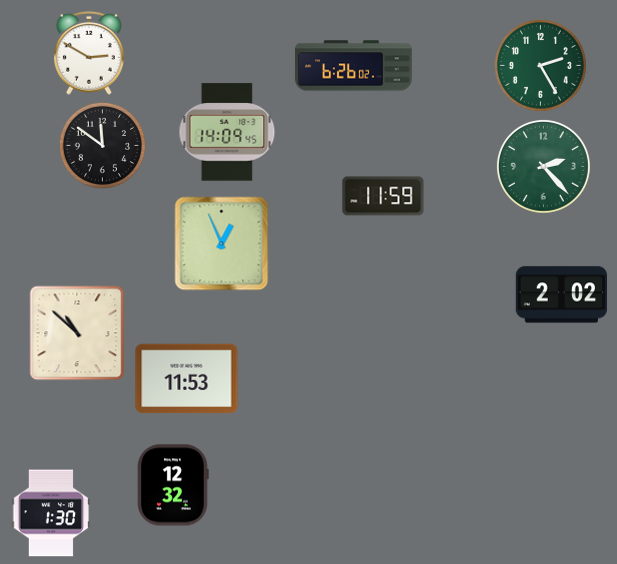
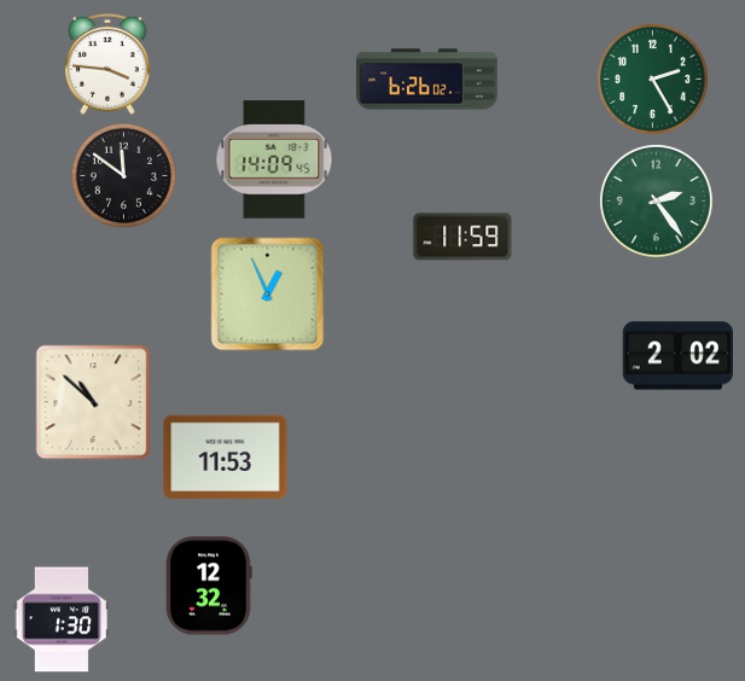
clock at (90, 53): 2:50 -> 3:46
clock at (544, 167): 2:23 -> 2:24
